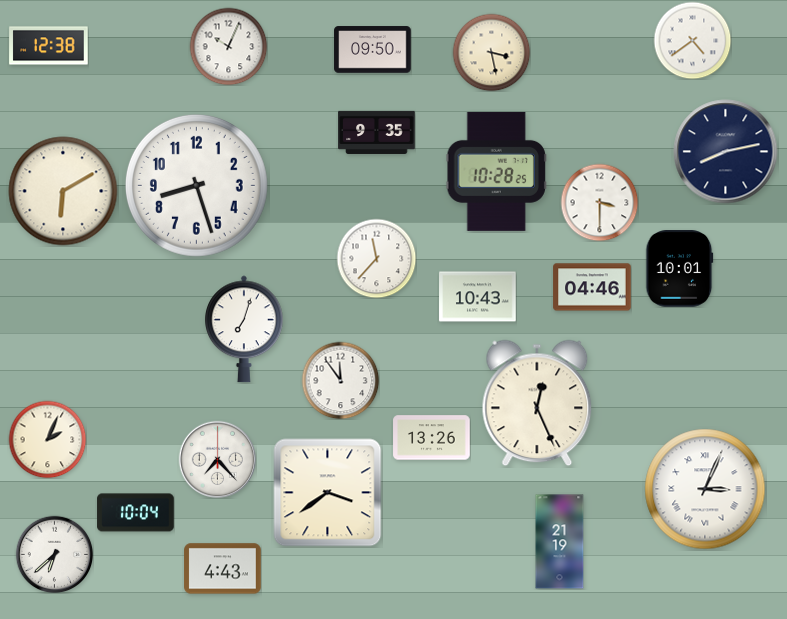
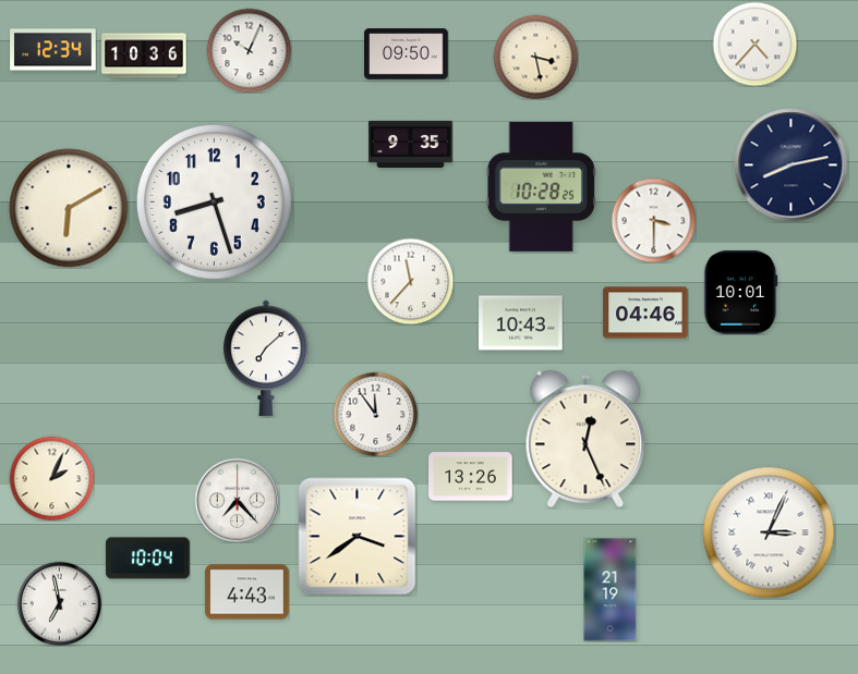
clock at (692, 40): 4:39 -> 4:37
clock at (49, 46): 12:38 -> 12:34
clock at (144, 56): none -> 10:36
clock at (245, 329): 7:03 -> 7:08
clock at (340, 380) position: (340, 380) -> (375, 414)
clock at (54, 554): 6:38 -> 6:58
clock at (223, 569) position: (223, 569) -> (247, 592)
